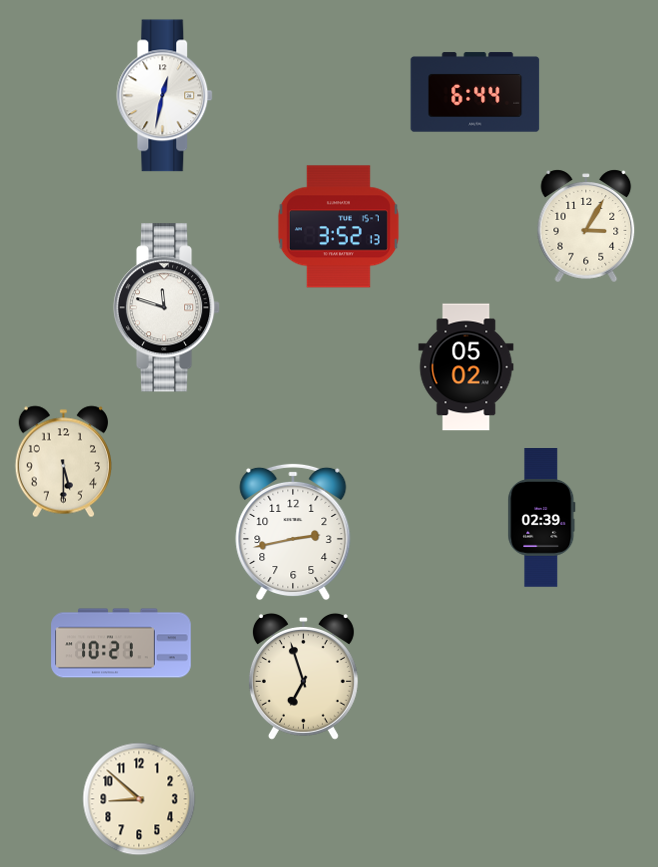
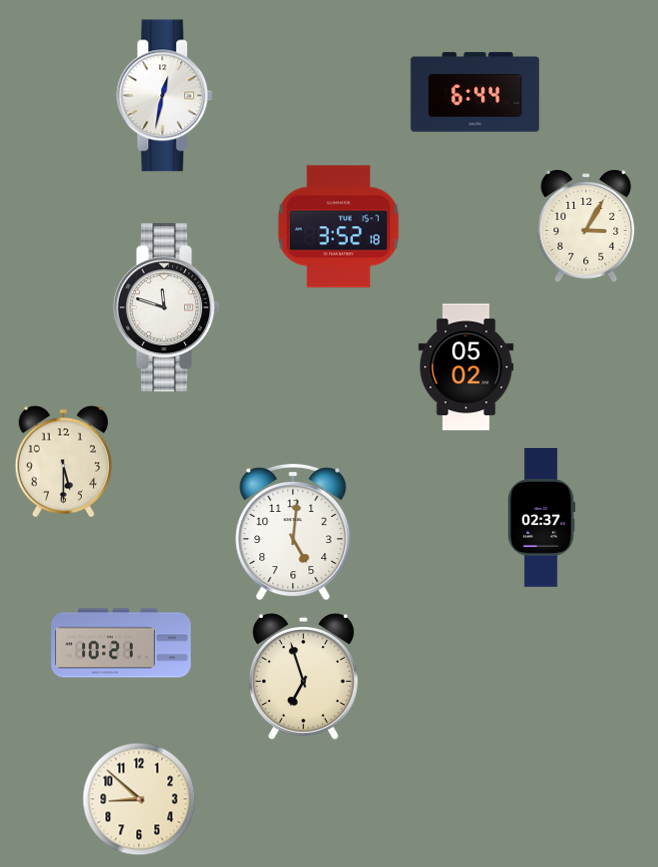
clock at (338, 227): 3:52:13 -> 3:52:18
clock at (542, 518): 02:39 -> 02:37
clock at (293, 532): 2:43 -> 5:01
